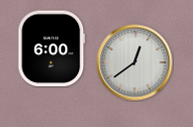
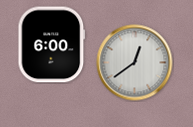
clock at (52, 49) position: (52, 49) -> (52, 45)
